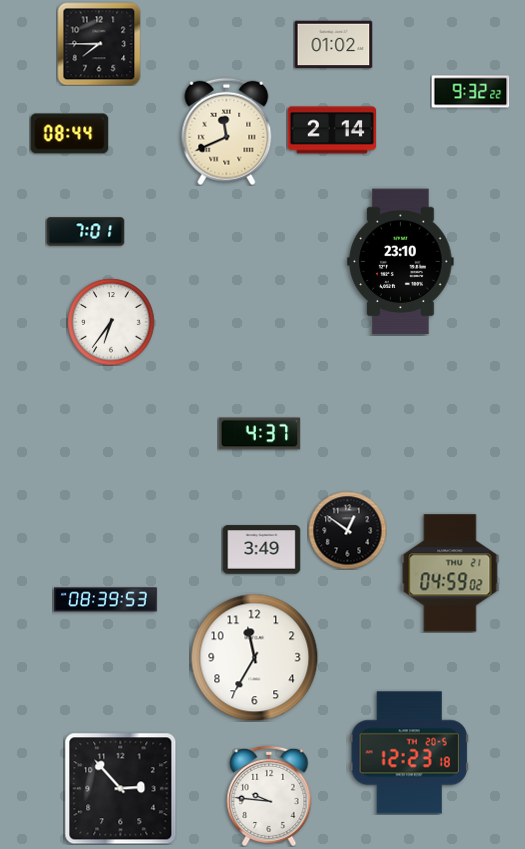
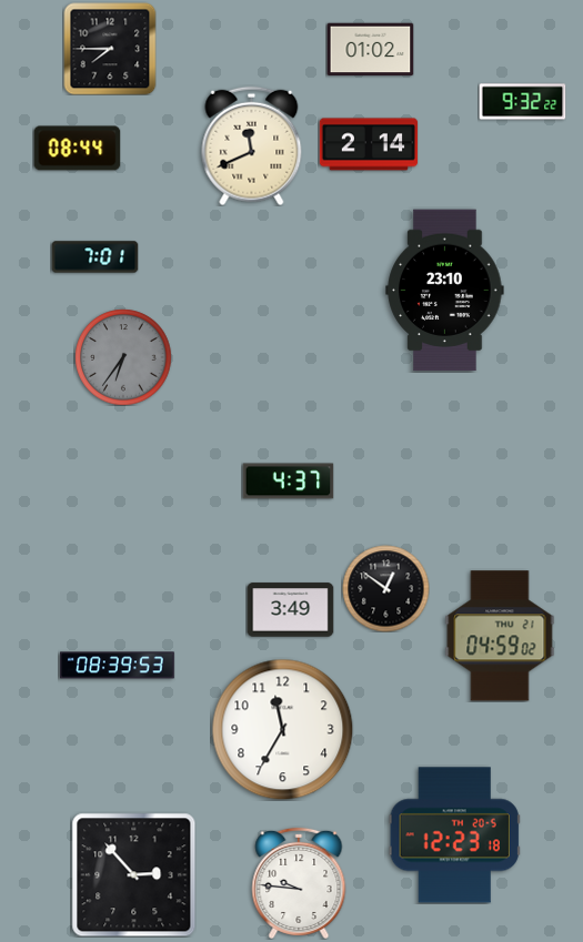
clock at (111, 322) dial: white -> grey
